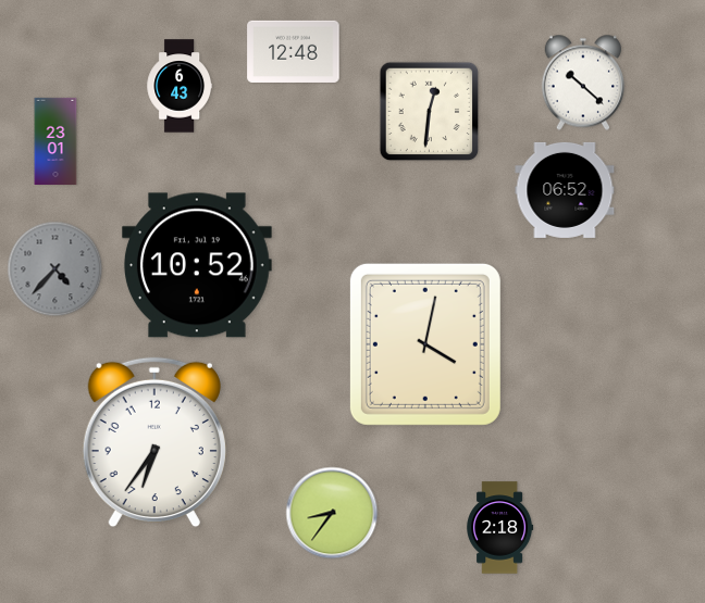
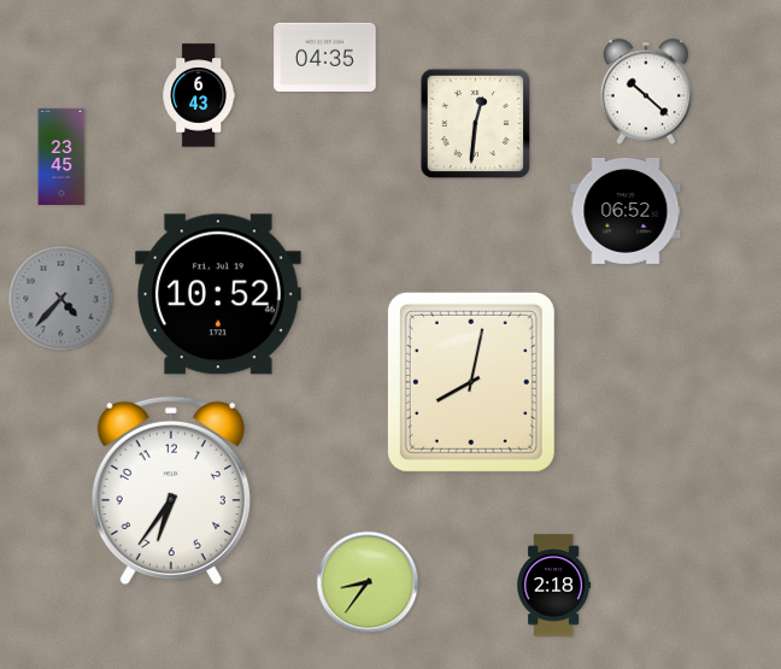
clock at (294, 51): 12:48 -> 04:35
clock at (55, 140): 23:01 -> 23:45
clock at (425, 344): 4:02 -> 8:02
clock at (332, 513) position: (332, 513) -> (368, 582)
